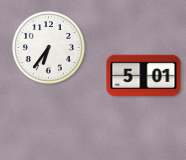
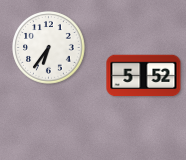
clock at (144, 76): 5:01 -> 5:52
